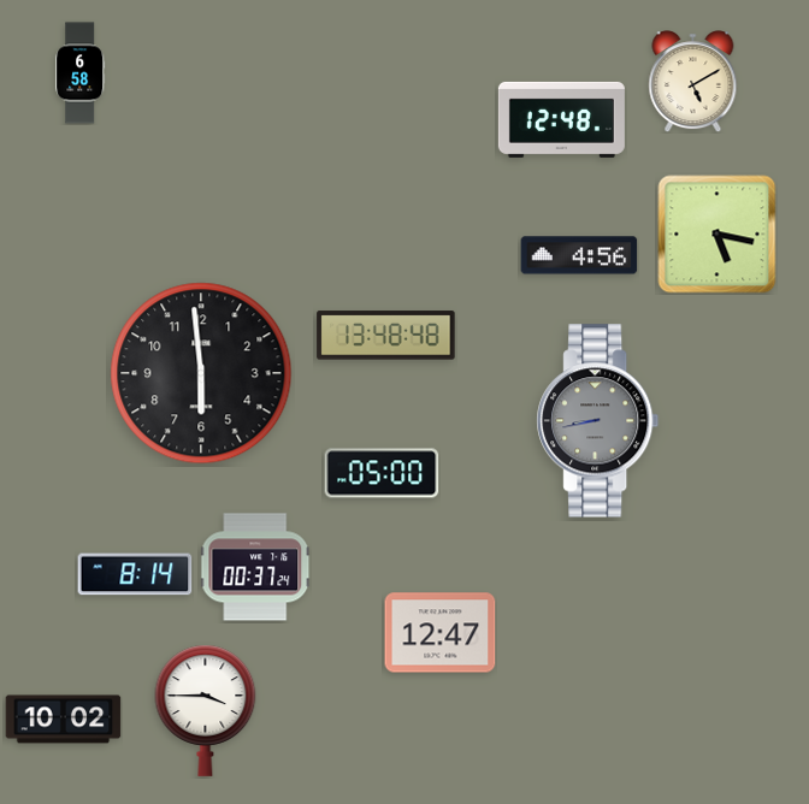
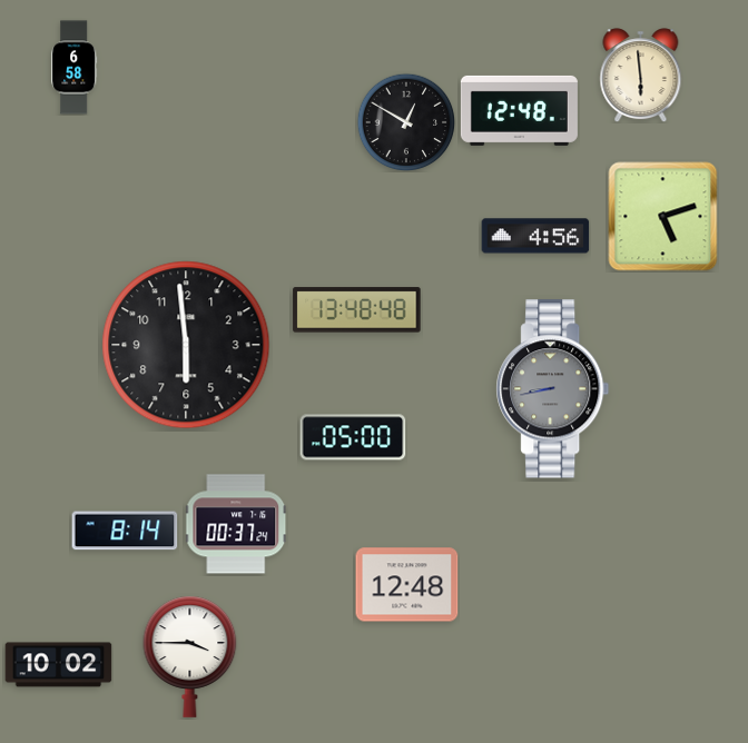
clock at (693, 82): 5:10 -> 5:59
clock at (406, 122): none -> 12:50
clock at (718, 235): 5:17 -> 5:12
clock at (441, 633): 12:47 -> 12:48
